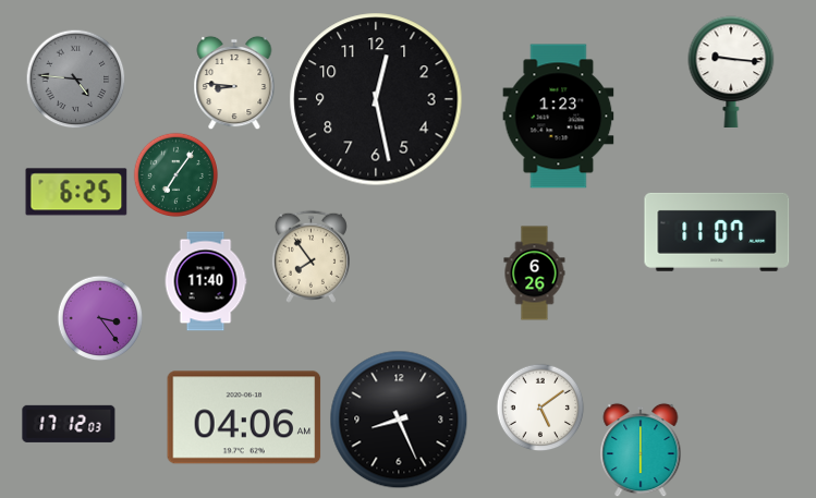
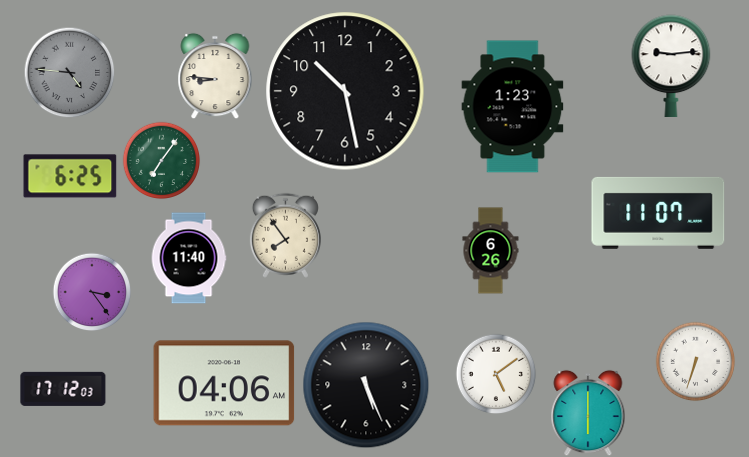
clock at (731, 71): 9:16 -> 9:14
clock at (376, 99): 12:28 -> 10:28
clock at (695, 361): none -> 6:33
clock at (399, 420): 8:26 -> 5:26
